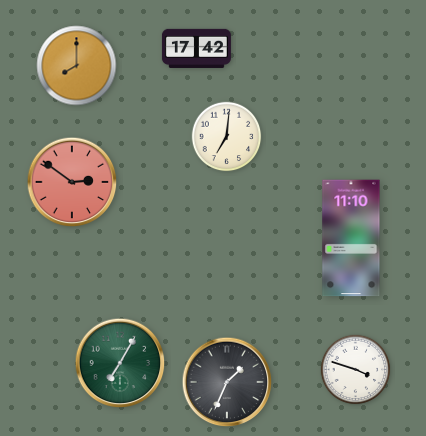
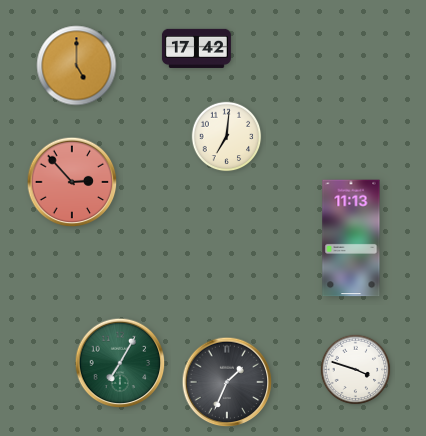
clock at (77, 66): 8:00 -> 5:00
clock at (72, 182): 2:51 -> 2:53
clock at (351, 238): 11:10 -> 11:13
